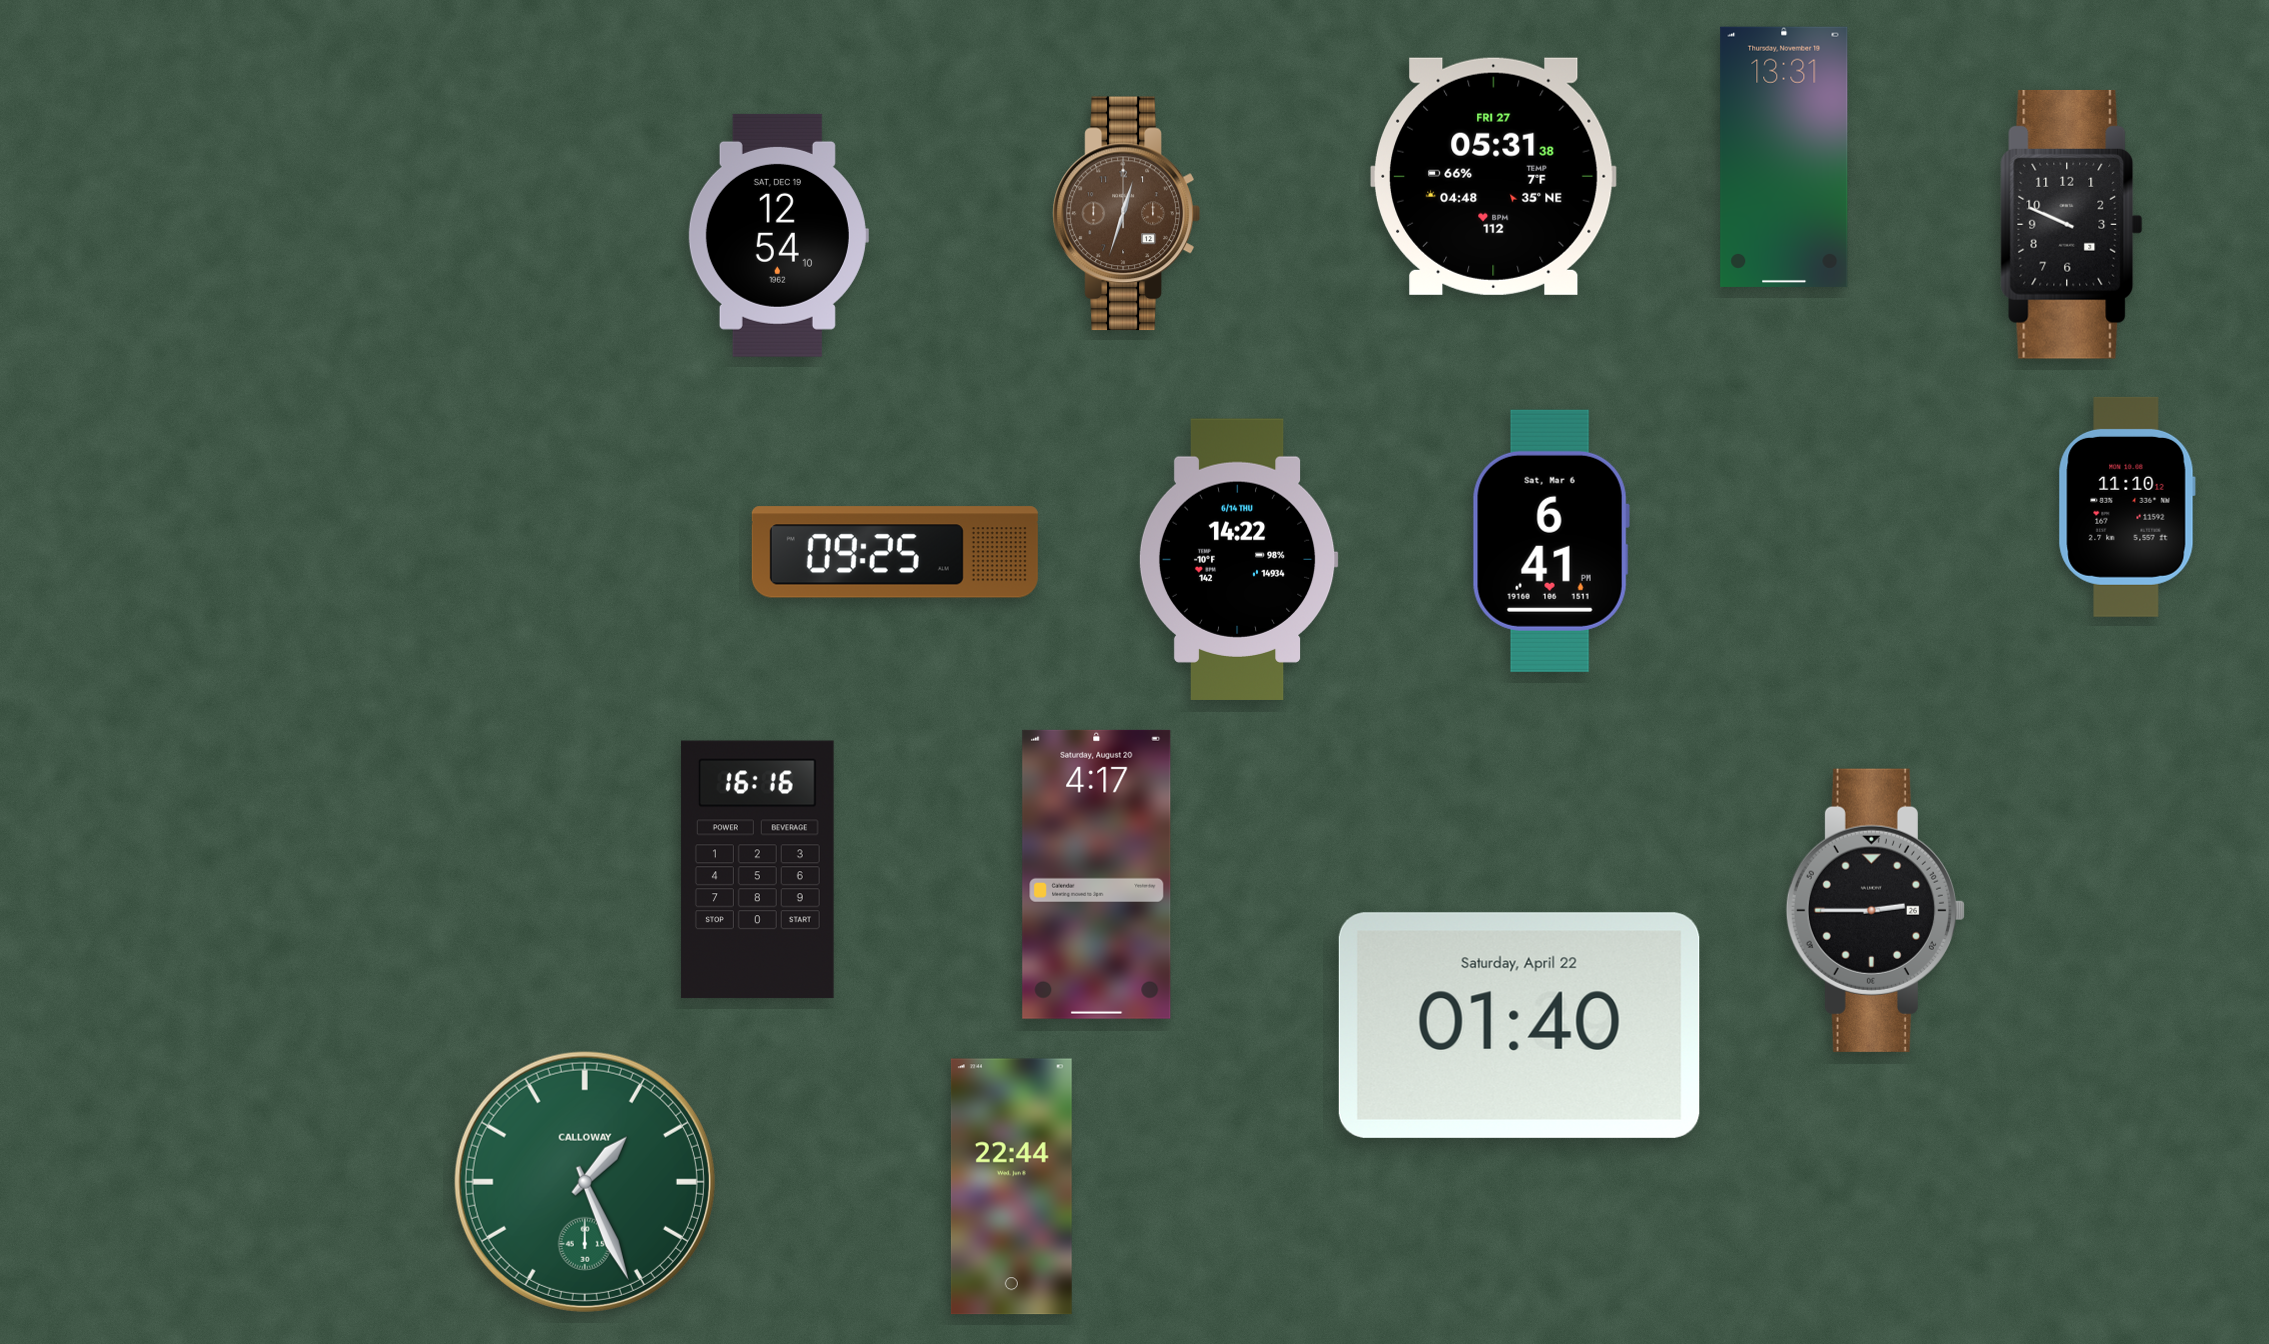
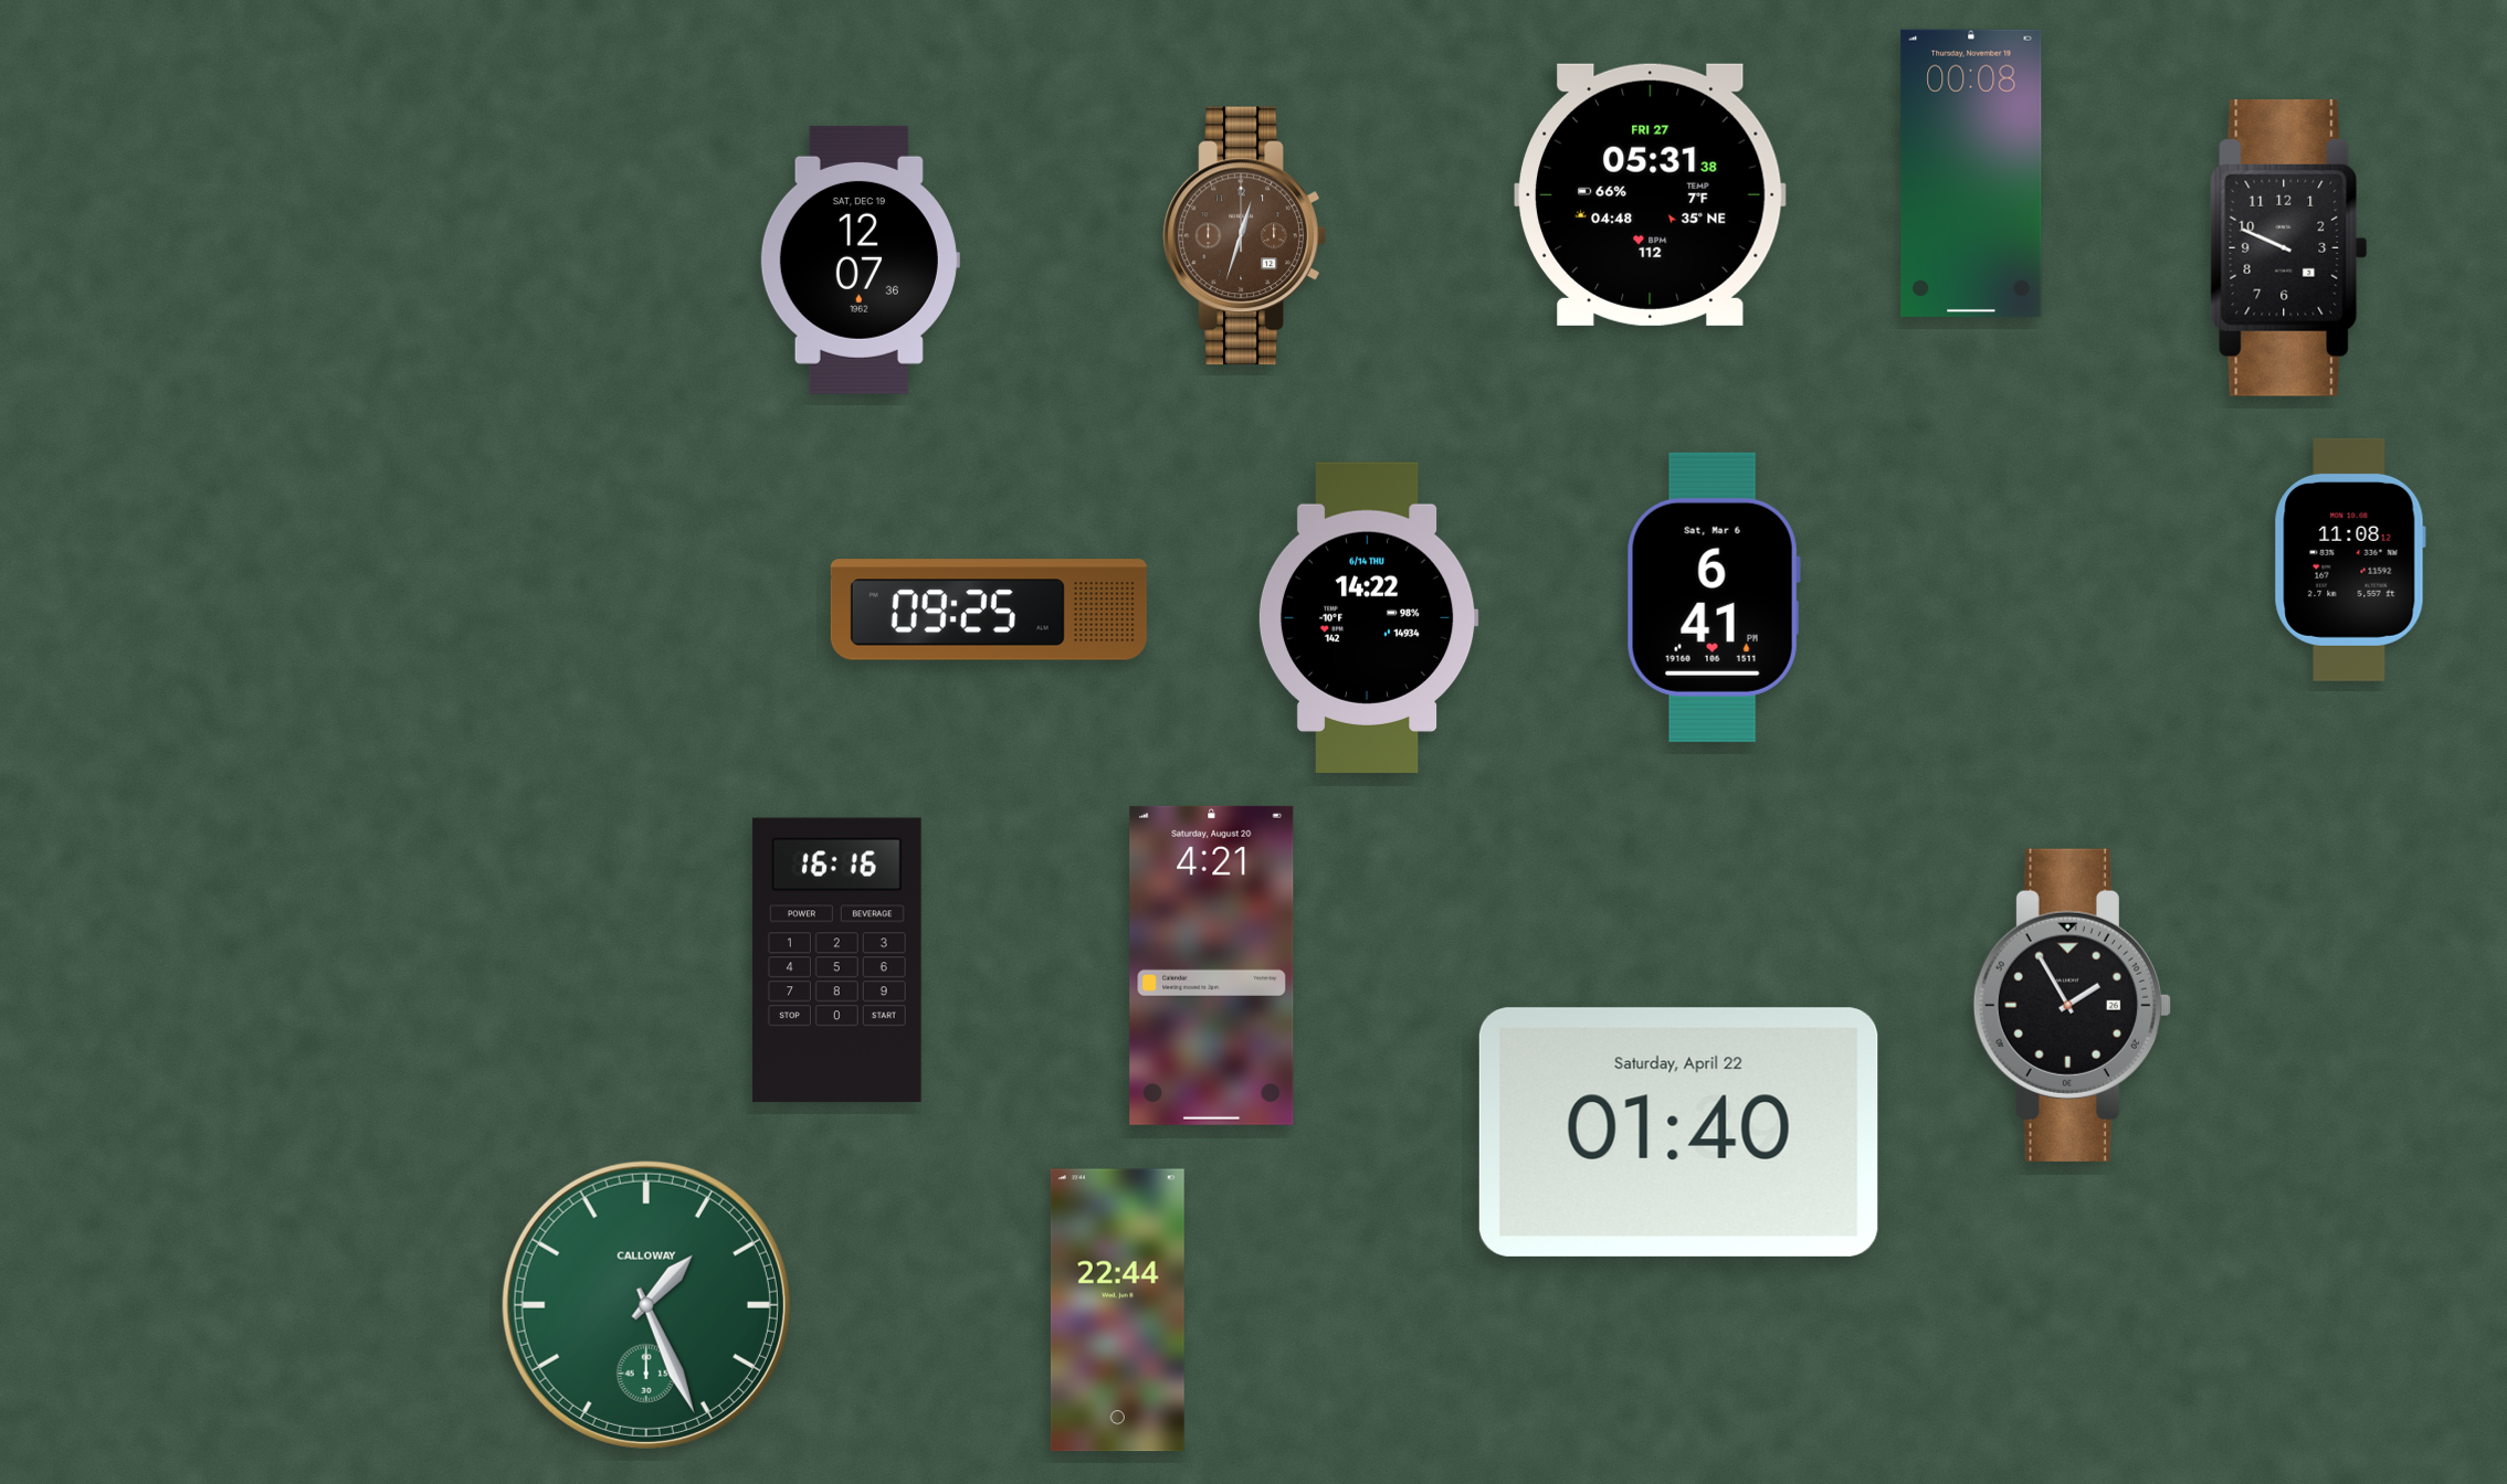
clock at (1784, 157): 13:31 -> 00:08
clock at (778, 235): 12:54 -> 12:07
clock at (2127, 507): 11:10 -> 11:08
clock at (1097, 874): 4:17 -> 4:21
clock at (1875, 910): 2:45 -> 1:55
